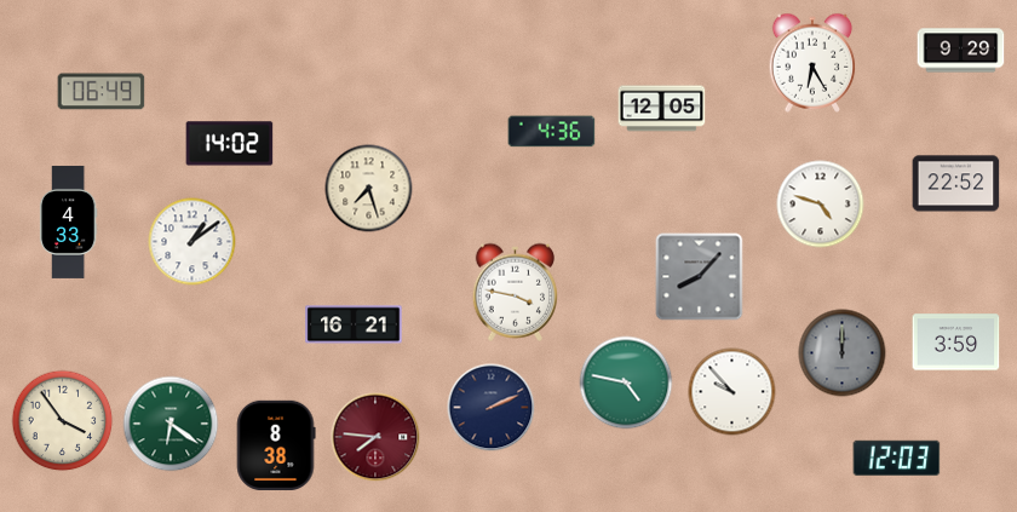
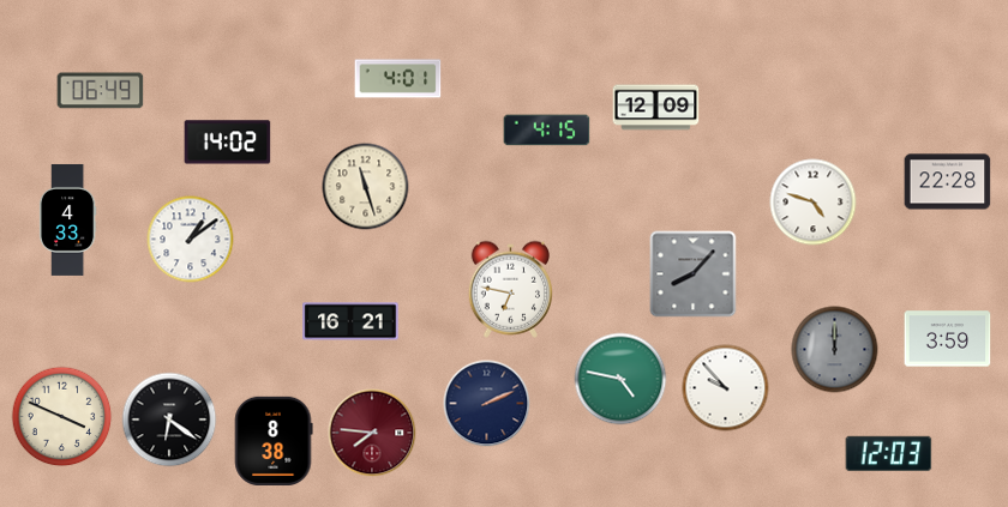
clock at (961, 51): 9:29 -> none
clock at (812, 63): 6:25 -> none
clock at (398, 79): none -> 4:01
clock at (662, 109): 12:05 -> 12:09
clock at (552, 132): 4:36 -> 4:15
clock at (956, 184): 22:52 -> 22:28
clock at (369, 189): 7:27 -> 11:27
clock at (515, 292): 3:47 -> 6:47
clock at (63, 421): 3:54 -> 3:49
clock at (171, 424) dial: green -> black
